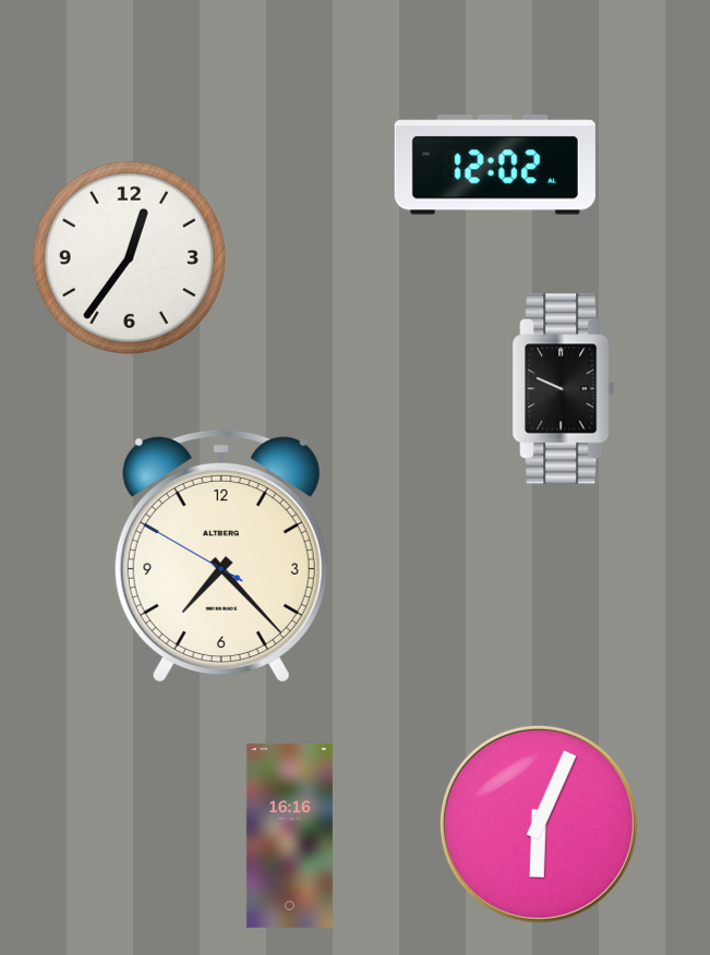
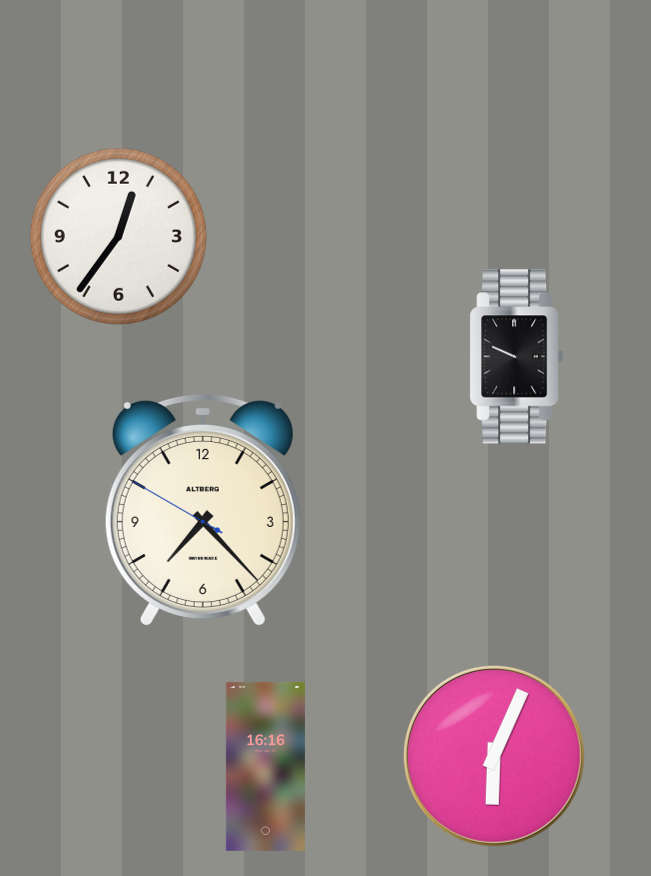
clock at (495, 165): 12:02 -> none
